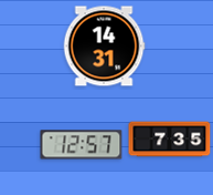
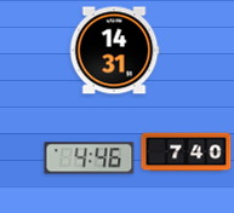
clock at (170, 140): 7:35 -> 7:40
clock at (82, 145): 12:57 -> 4:46
